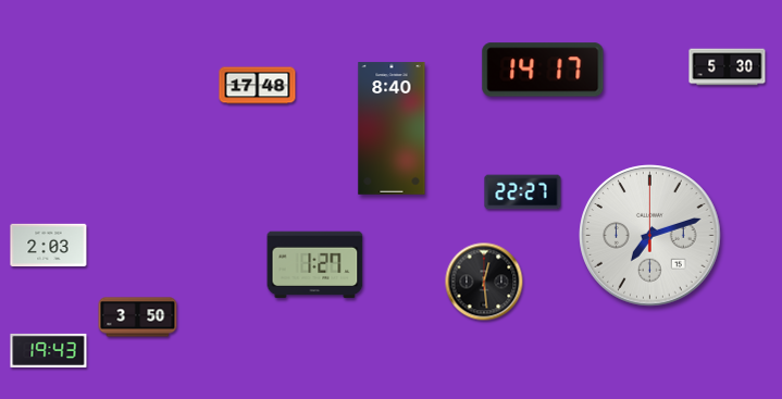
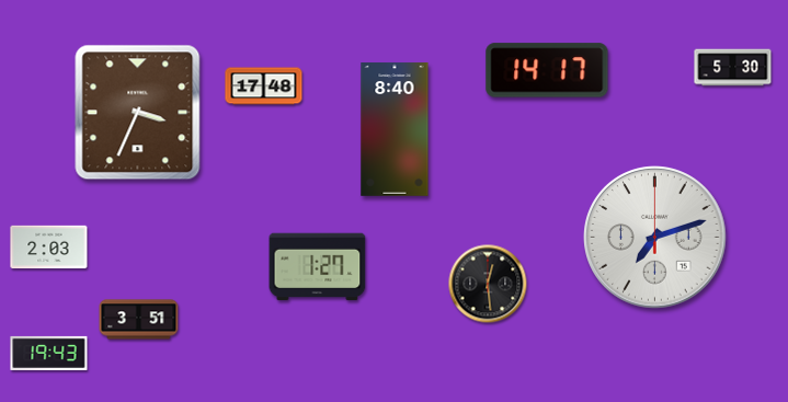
clock at (258, 86) position: (258, 86) -> (264, 87)
clock at (138, 113): none -> 3:34
clock at (523, 192): 22:27 -> none
clock at (138, 317): 3:50 -> 3:51
